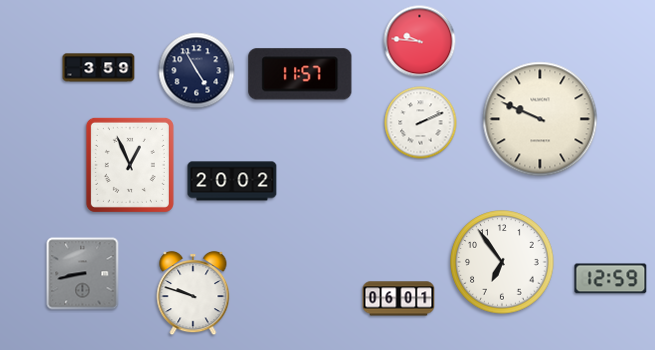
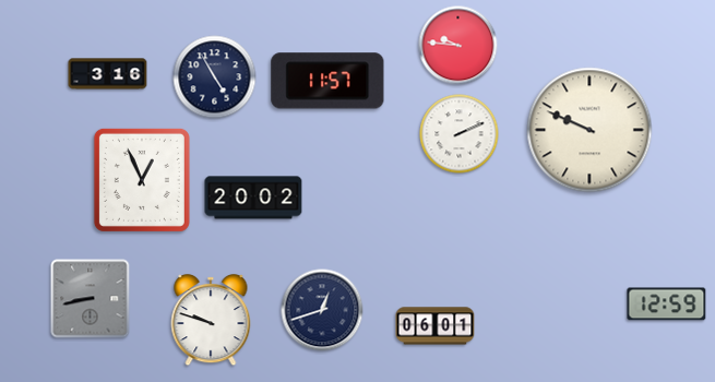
clock at (99, 68): 3:59 -> 3:16
clock at (502, 262): 6:54 -> none
clock at (322, 310): none -> 12:42
